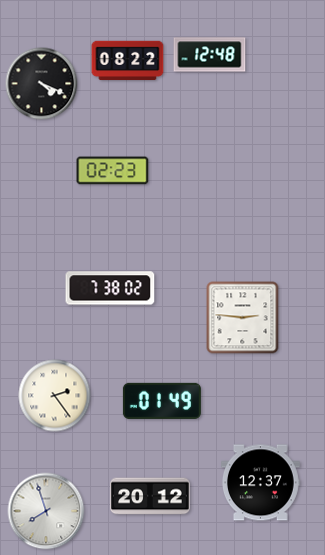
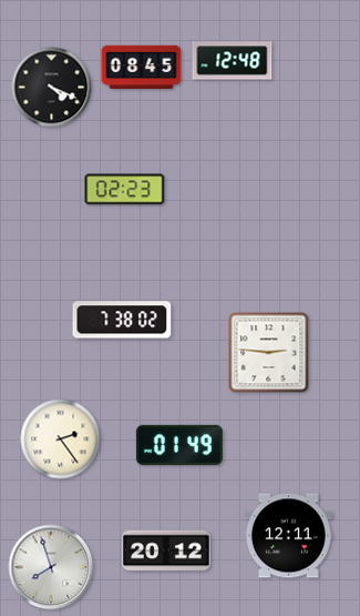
clock at (128, 61): 08:22 -> 08:45
clock at (42, 84) position: (42, 84) -> (52, 88)
clock at (260, 483): 12:37 -> 12:11
